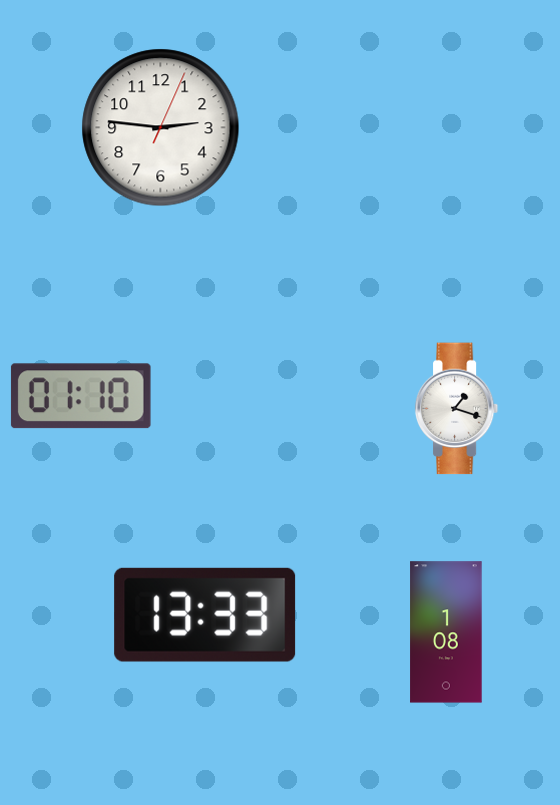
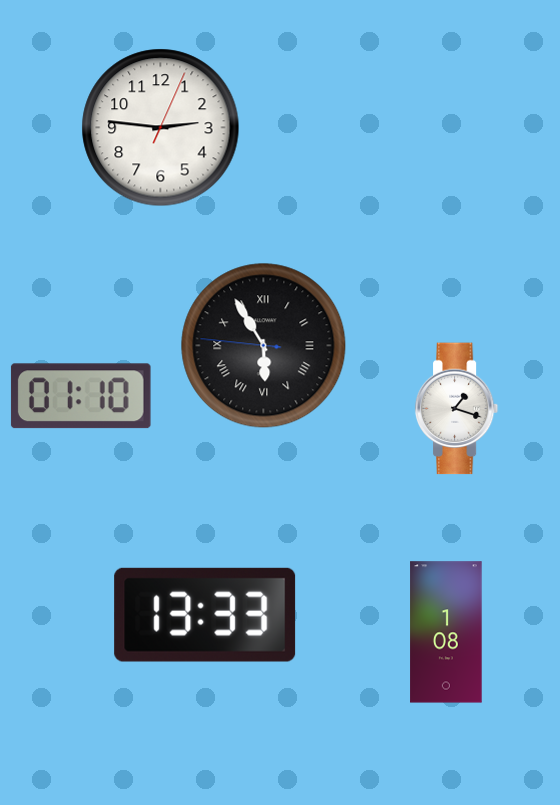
clock at (264, 346): none -> 5:54
